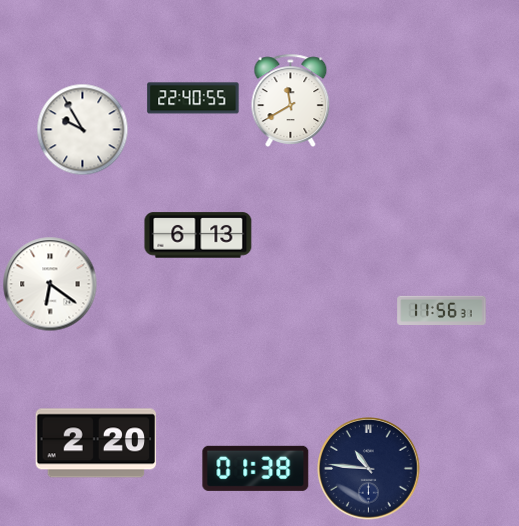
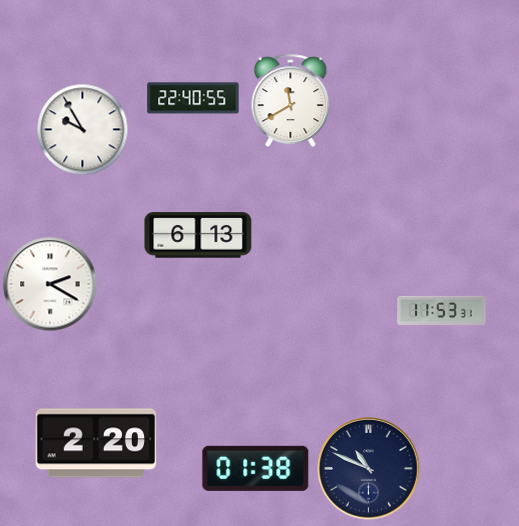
clock at (50, 284): 6:21 -> 2:20
clock at (442, 310): 11:56 -> 11:53
clock at (369, 469): 10:46 -> 10:49
